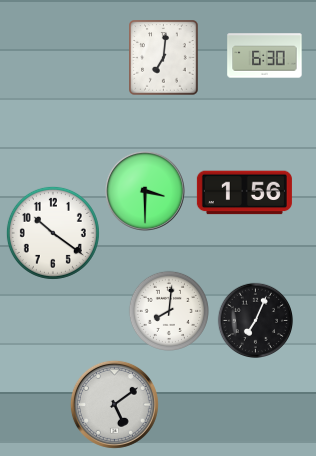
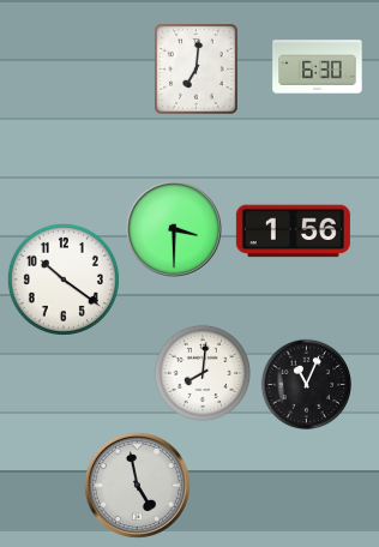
clock at (255, 320): 7:04 -> 11:04
clock at (114, 404): 5:09 -> 4:58
